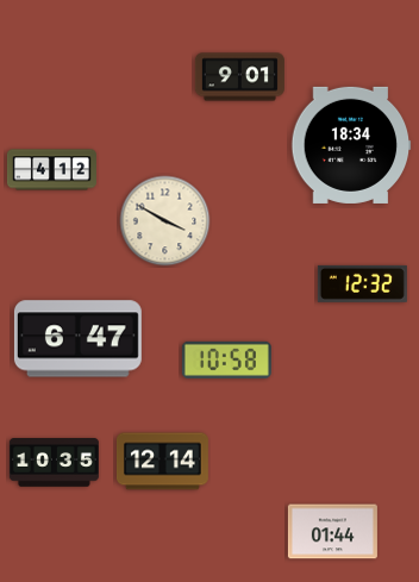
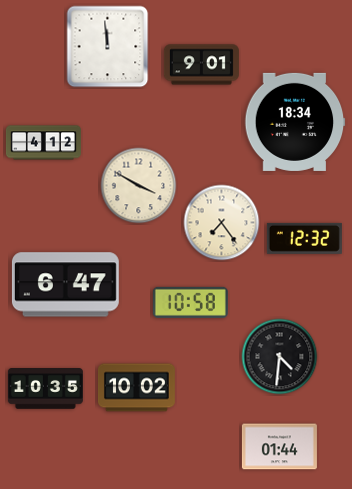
clock at (108, 47): none -> 11:59
clock at (222, 223): none -> 7:24
clock at (280, 357): none -> 4:31
clock at (163, 462): 12:14 -> 10:02
